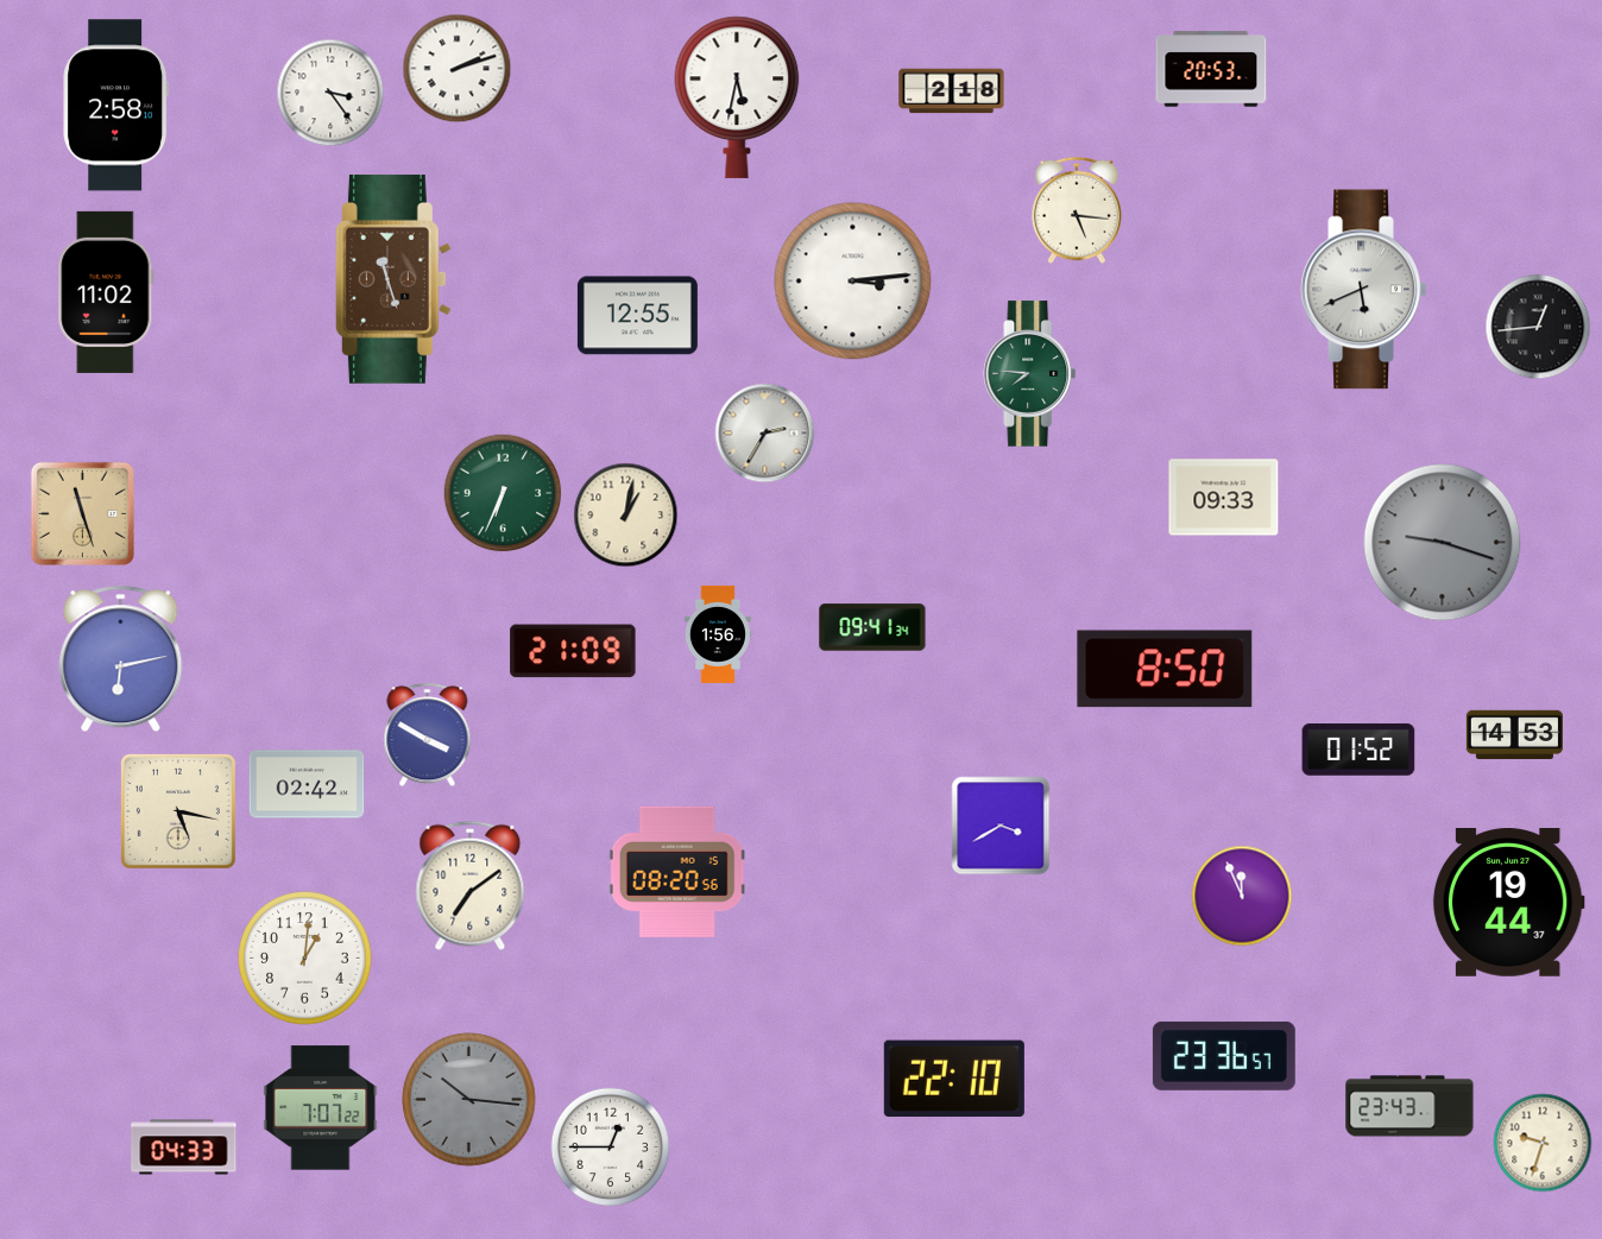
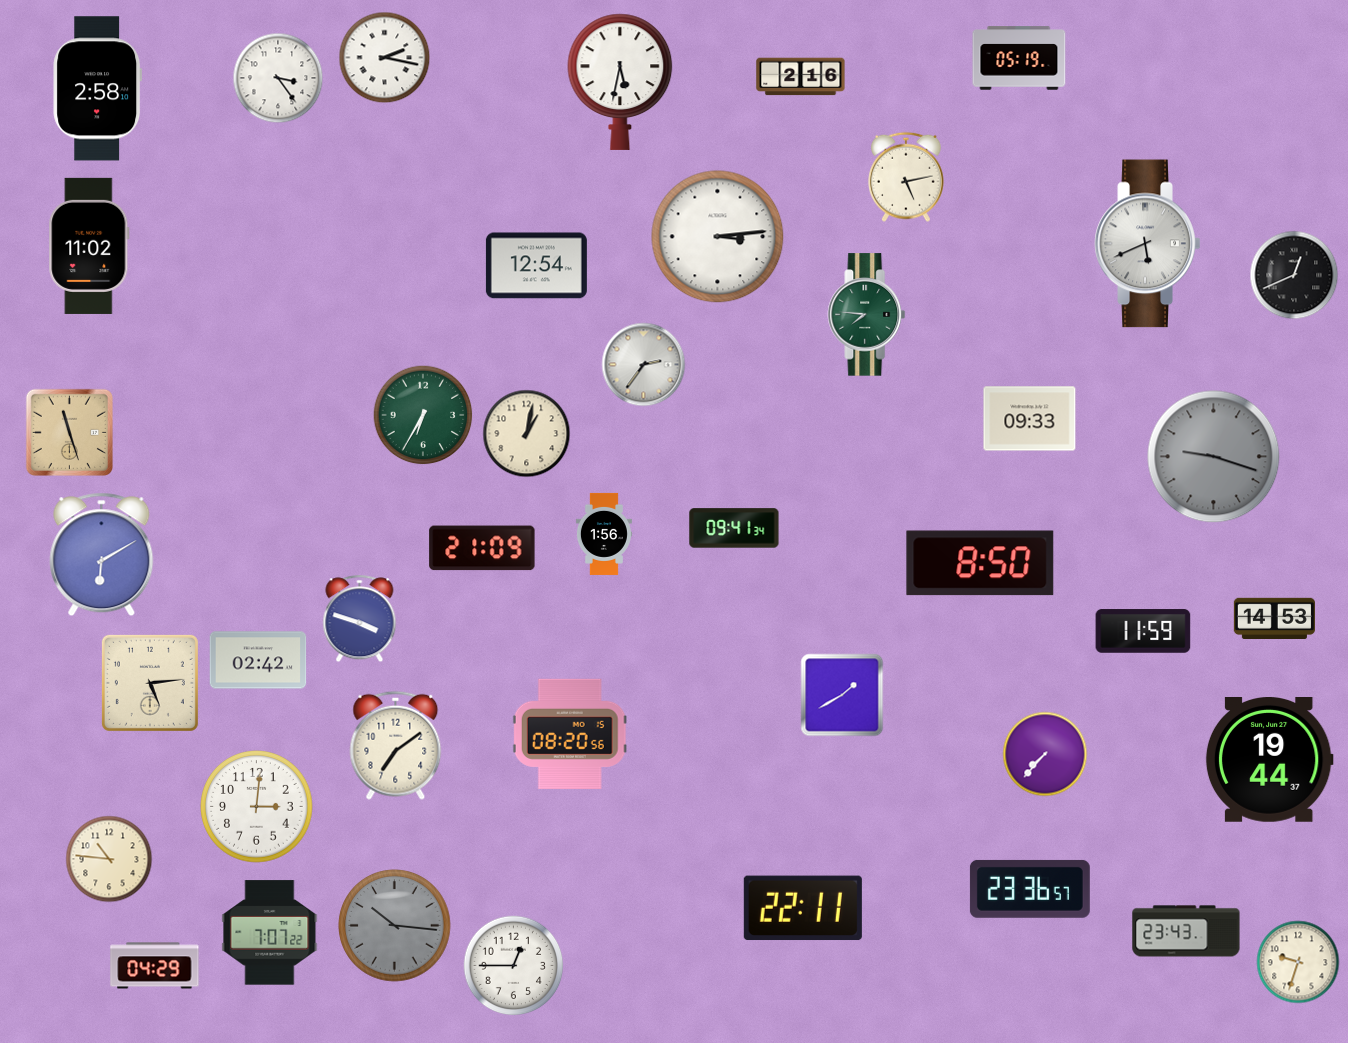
clock at (458, 69): 2:12 -> 2:17
clock at (1211, 69): 20:53 -> 05:19
clock at (952, 91): 2:18 -> 2:16
clock at (1078, 210): 5:16 -> 5:13
clock at (393, 279): 11:27 -> none
clock at (637, 316): 12:55 -> 12:54
clock at (1538, 327): 12:44 -> 12:41
clock at (765, 434): 2:35 -> 2:36
clock at (503, 493): 6:34 -> 6:35
clock at (121, 659): 6:13 -> 6:10
clock at (428, 735): 3:50 -> 3:48
clock at (1358, 750): 01:52 -> 11:59
clock at (178, 811): 5:17 -> 5:14
clock at (1001, 826): 3:40 -> 1:40
clock at (1242, 896): 11:56 -> 7:37
clock at (305, 959): 1:01 -> 3:01
clock at (109, 859): none -> 10:46
clock at (954, 1079): 22:10 -> 22:11
clock at (184, 1148): 04:33 -> 04:29
